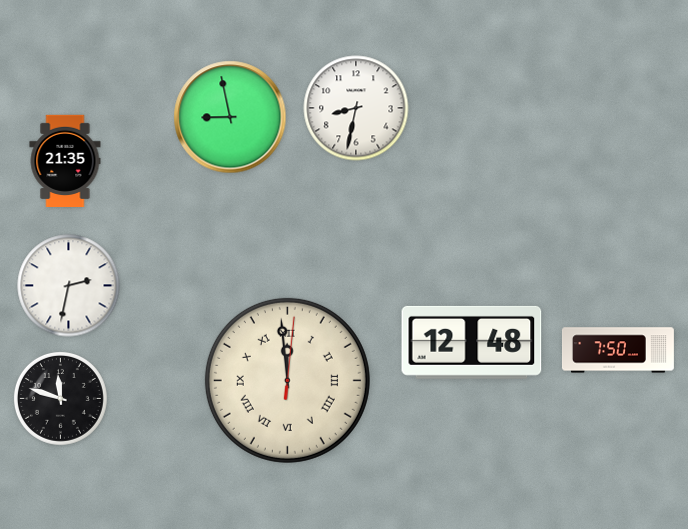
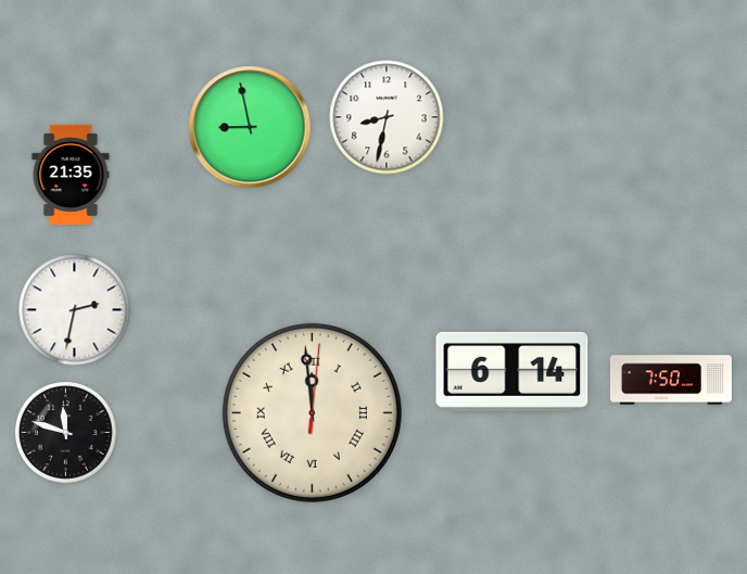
clock at (472, 342): 12:48 -> 6:14
